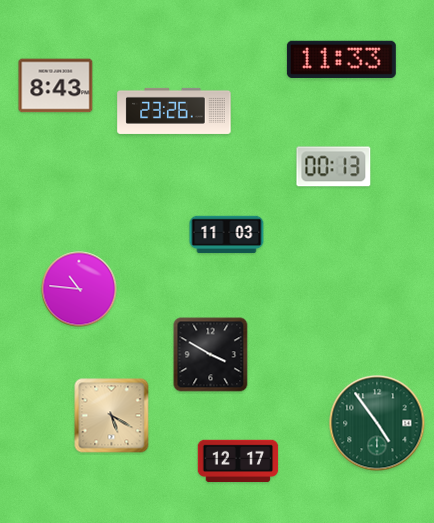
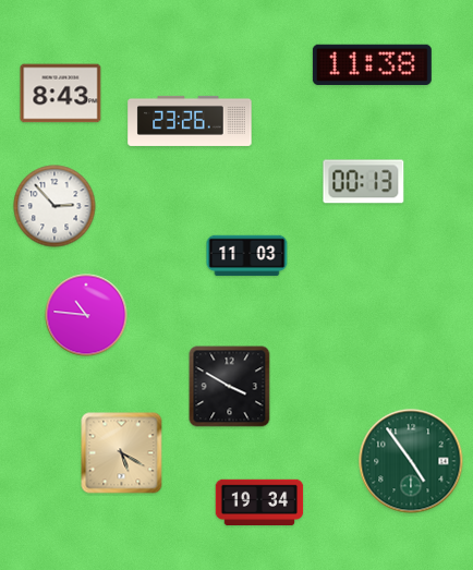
clock at (341, 59): 11:33 -> 11:38
clock at (54, 206): none -> 2:53
clock at (238, 461): 12:17 -> 19:34
